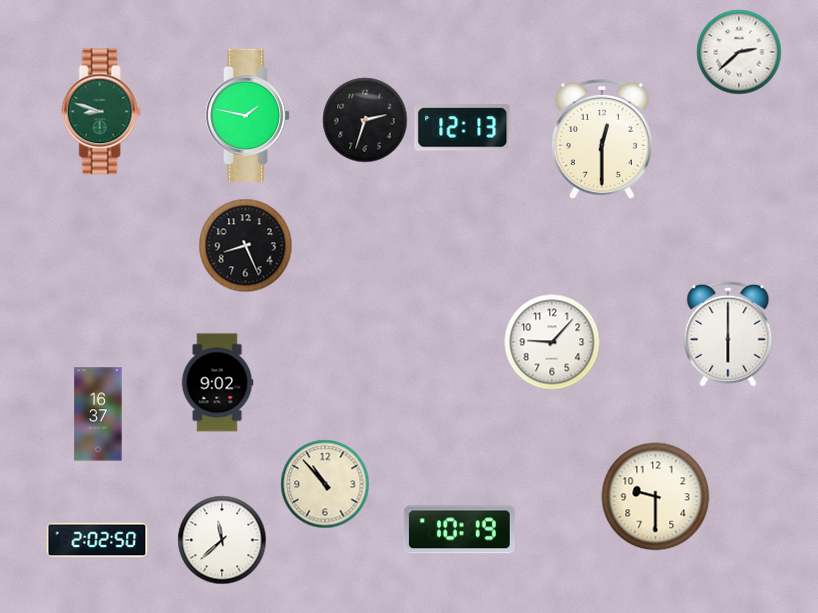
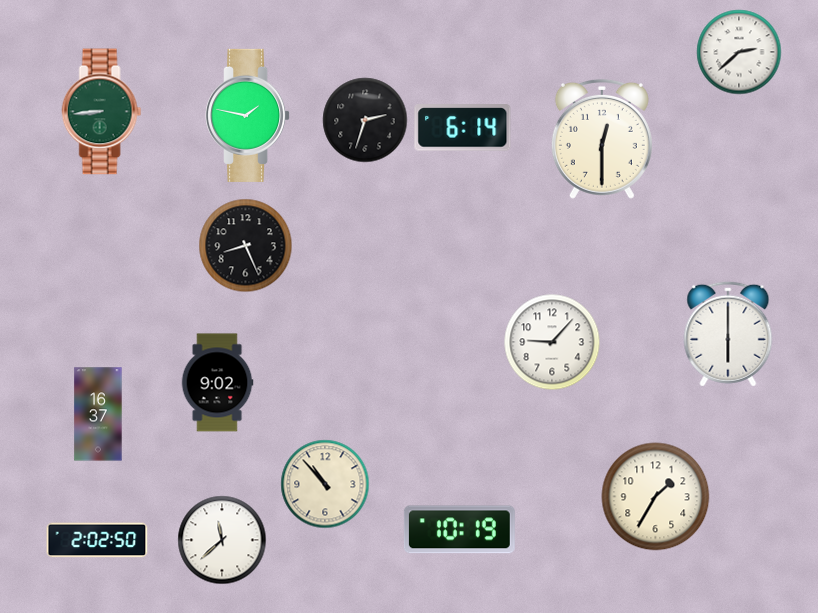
clock at (102, 112): 8:48 -> 8:44
clock at (463, 128): 12:13 -> 6:14
clock at (656, 497): 9:30 -> 1:35
